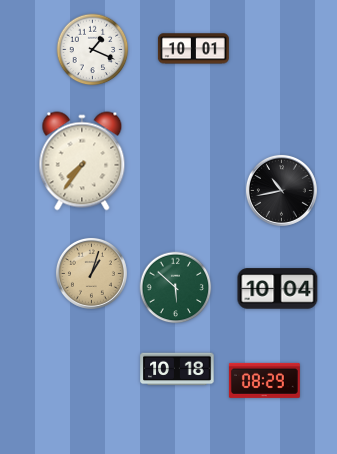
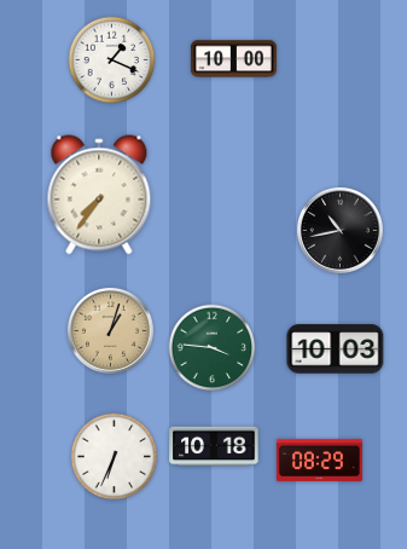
clock at (193, 49): 10:01 -> 10:00
clock at (176, 288): 5:52 -> 3:46
clock at (278, 289): 10:04 -> 10:03
clock at (115, 457): none -> 6:34
